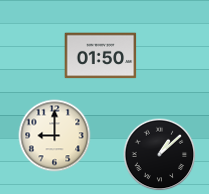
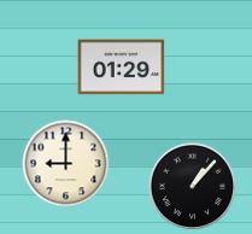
clock at (101, 56): 01:50 -> 01:29
clock at (160, 155): 1:08 -> 1:07
